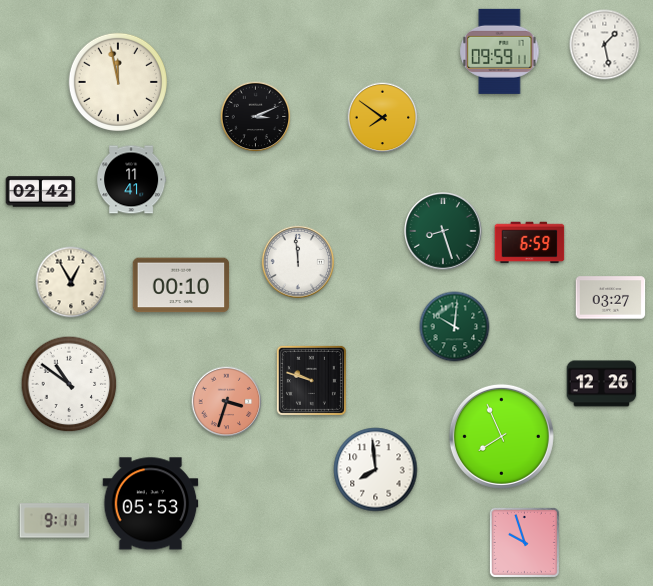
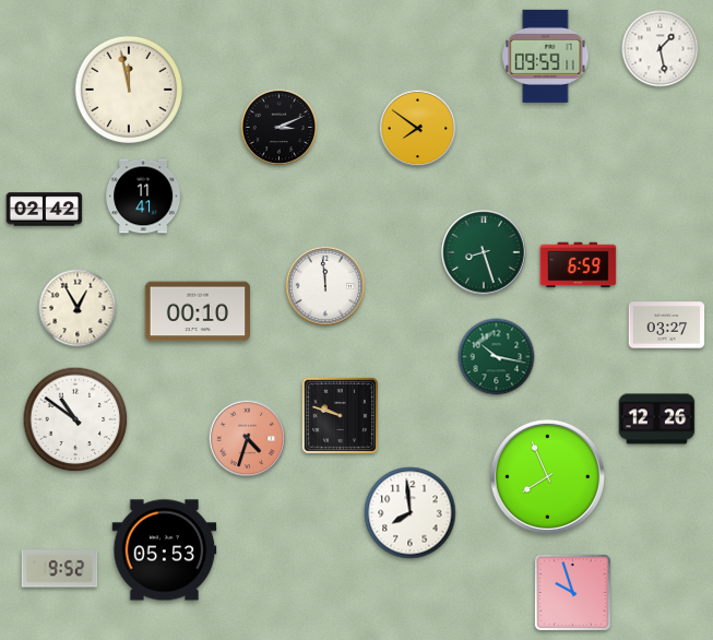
clock at (455, 327): 10:01 -> 10:17
clock at (227, 402): 3:33 -> 4:33
clock at (55, 521): 9:11 -> 9:52
